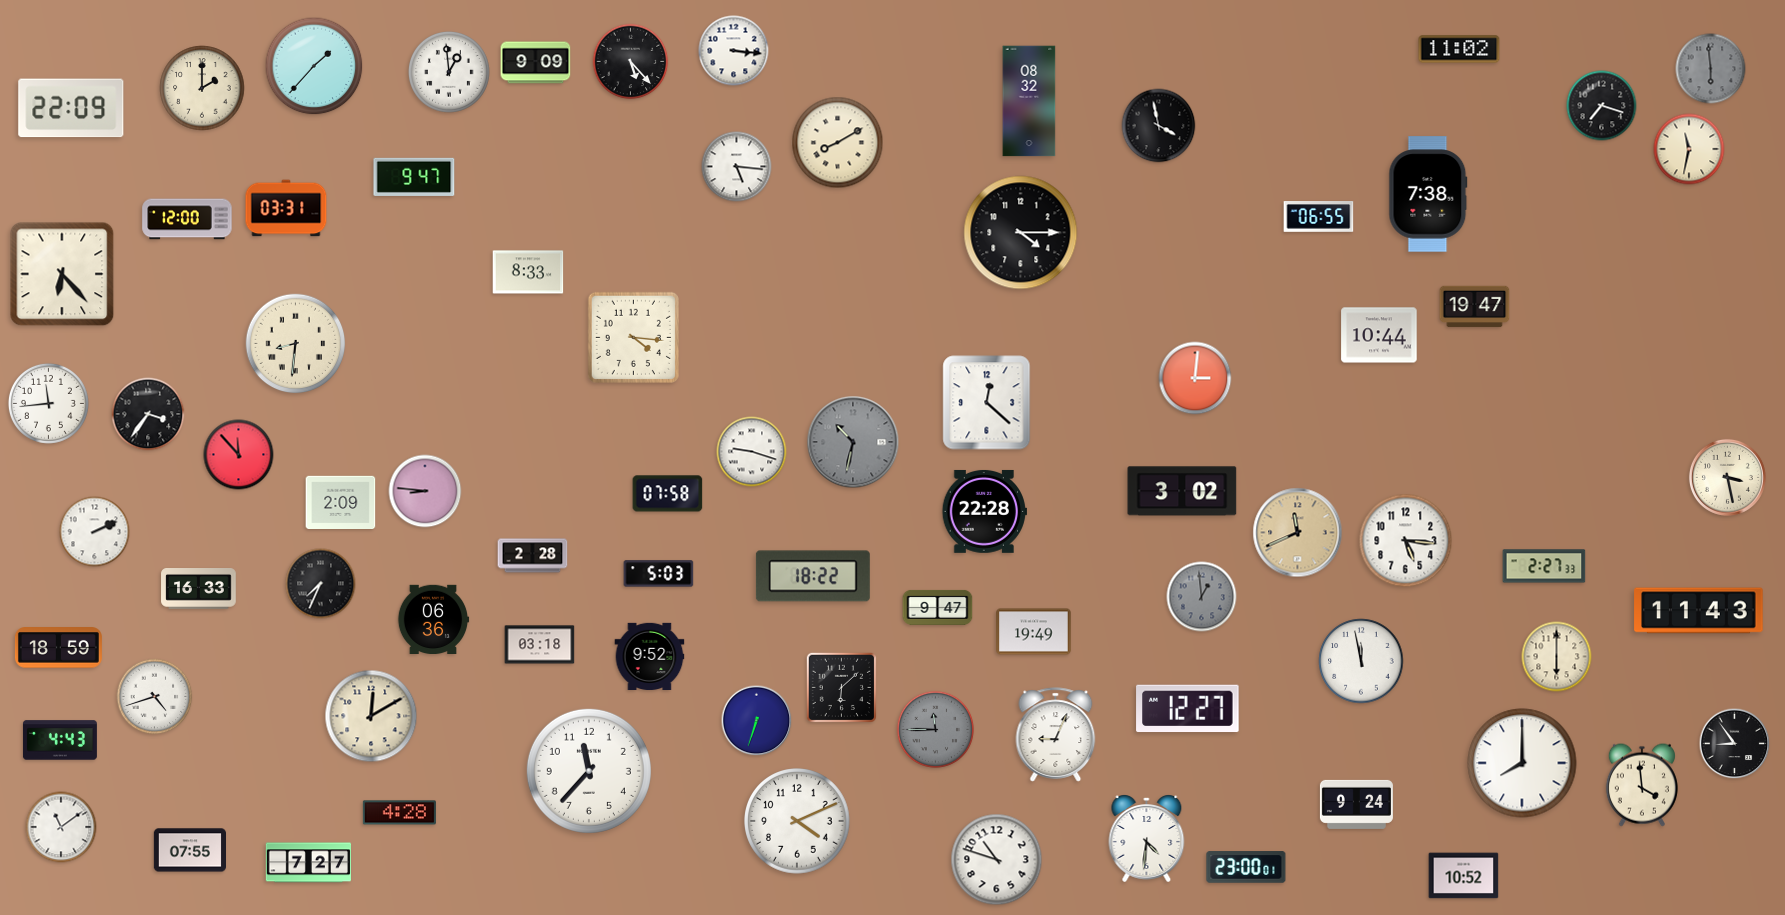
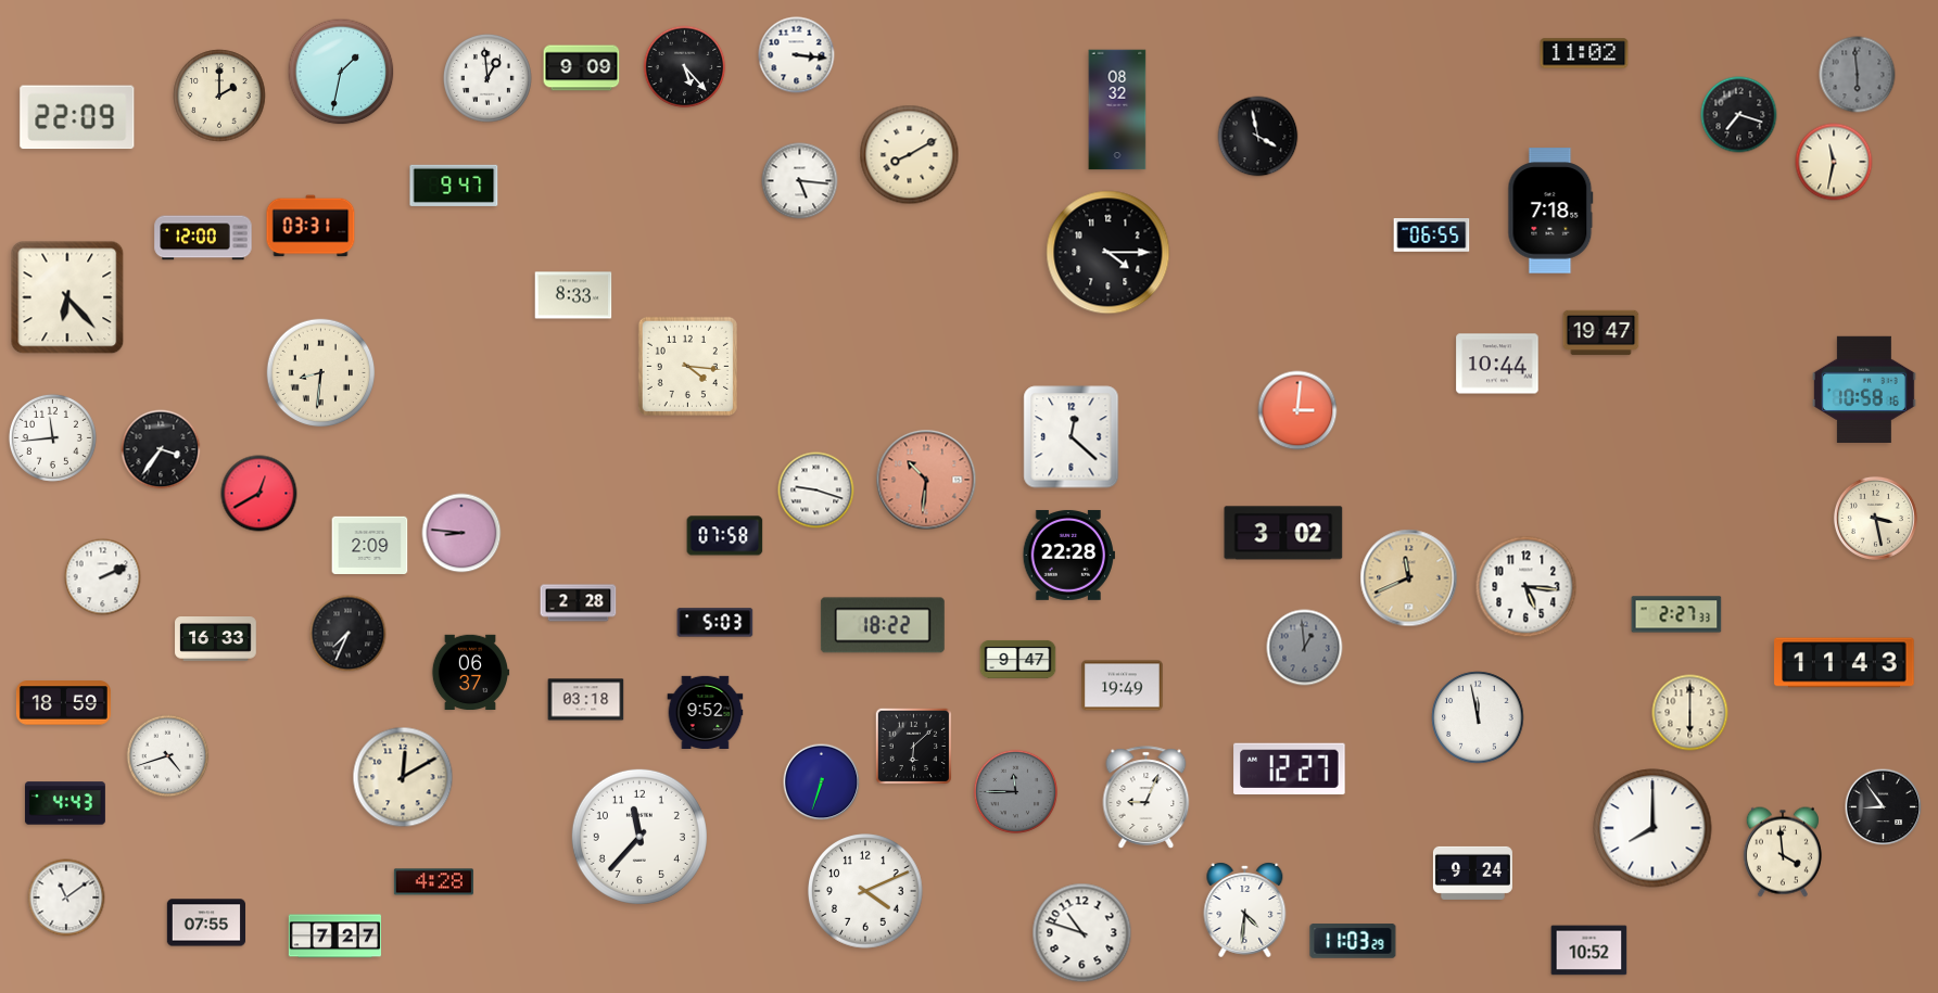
clock at (314, 66): 1:37 -> 1:32
clock at (414, 177) position: (414, 177) -> (454, 186)
clock at (1428, 194): 7:38 -> 7:18
clock at (1864, 389): none -> 10:58
clock at (853, 442): 10:32 -> 10:31
clock at (853, 442) dial: grey -> salmon
clock at (239, 455): 11:53 -> 12:40
clock at (433, 620): 06:36 -> 06:37
clock at (1246, 867): 23:00 -> 11:03
